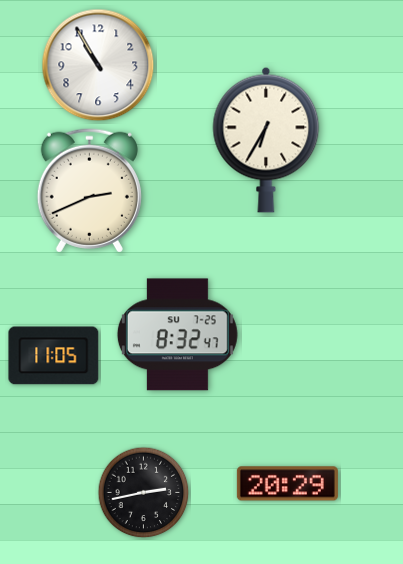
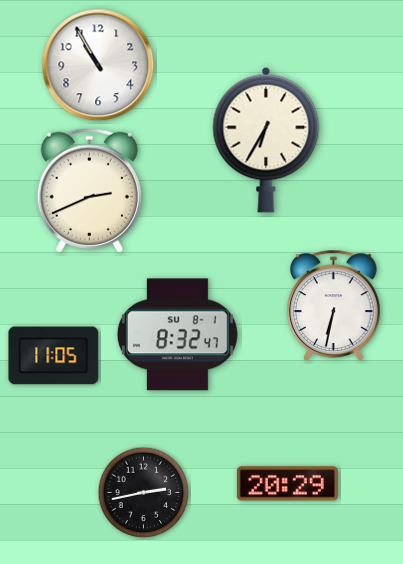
clock at (334, 305): none -> 6:32
clock at (177, 335) date: SU 7-25 -> SU 8-1
